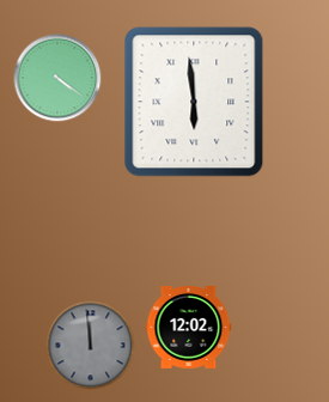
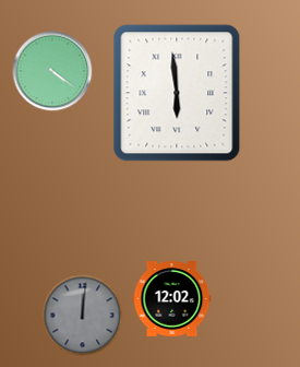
clock at (91, 346): 11:59 -> 12:01
